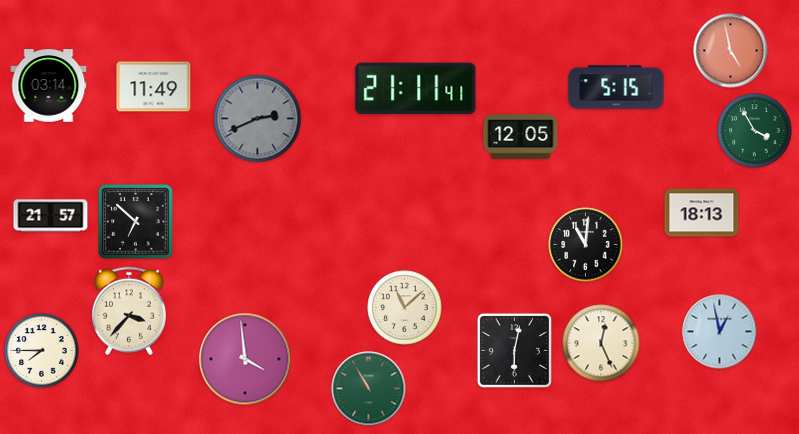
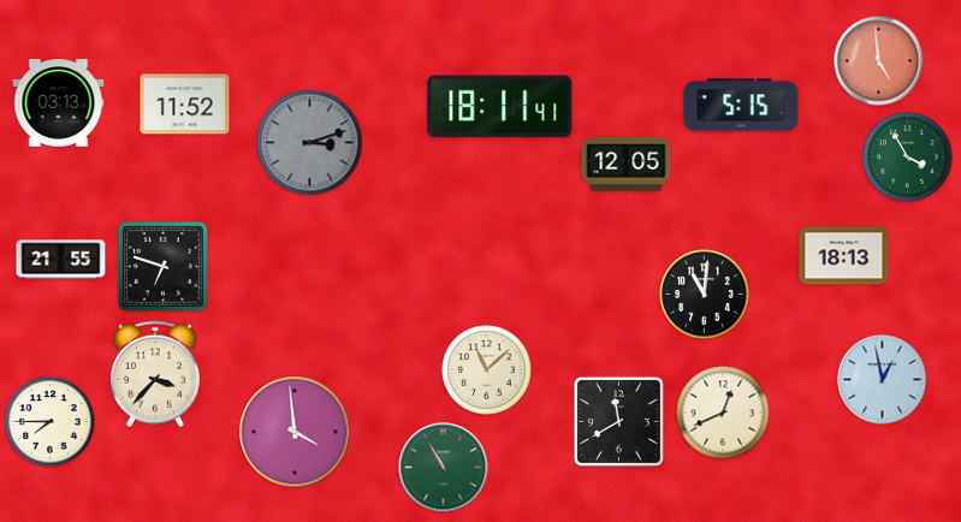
clock at (731, 51): 4:58 -> 4:59
clock at (49, 86): 03:14 -> 03:13
clock at (154, 87): 11:49 -> 11:52
clock at (416, 89): 21:11 -> 18:11
clock at (258, 119): 2:41 -> 3:12
clock at (51, 216): 21:57 -> 21:55
clock at (136, 222): 6:52 -> 6:48
clock at (720, 332) position: (720, 332) -> (883, 380)
clock at (601, 343): 12:26 -> 12:41
clock at (514, 350): 6:02 -> 11:40
